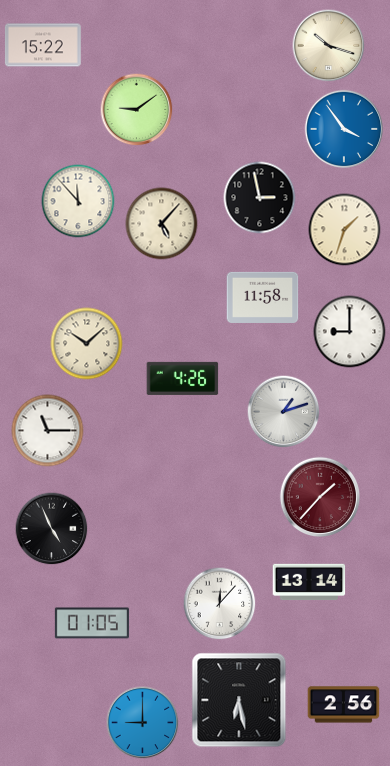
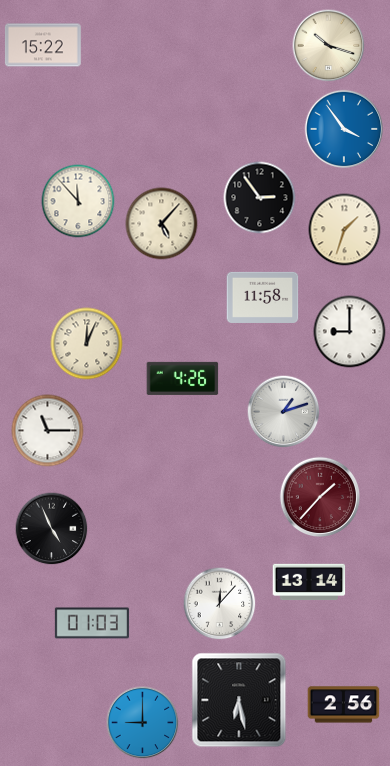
clock at (137, 110): 9:09 -> none
clock at (260, 198): 2:58 -> 2:54
clock at (87, 344): 10:08 -> 12:04
clock at (92, 623): 01:05 -> 01:03
